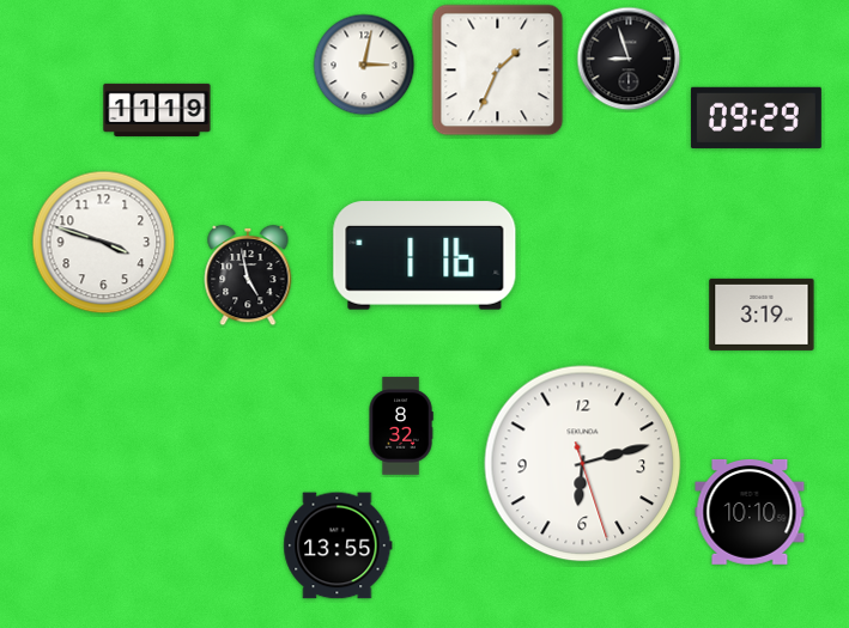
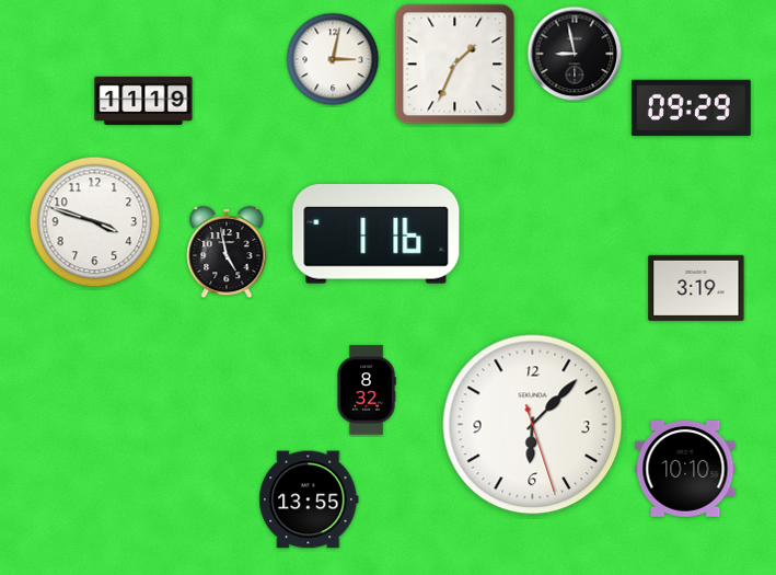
clock at (629, 59): 8:57 -> 8:58
clock at (425, 256) position: (425, 256) -> (377, 234)
clock at (583, 464): 6:12 -> 6:07
